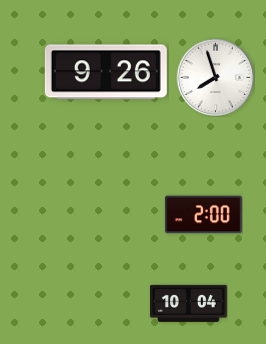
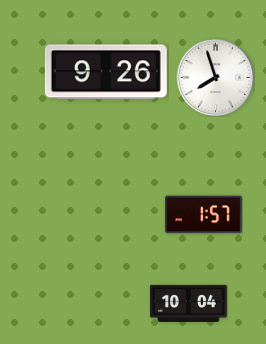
clock at (204, 215): 2:00 -> 1:57
